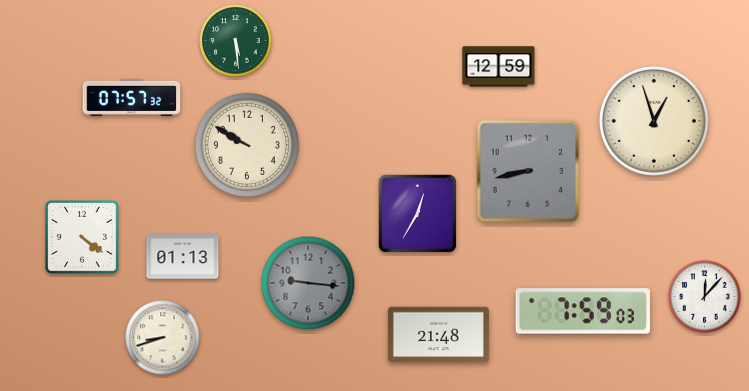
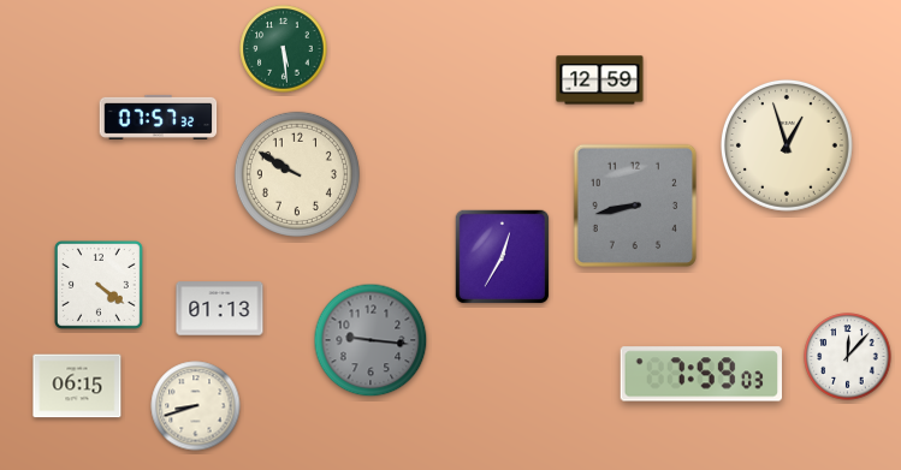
clock at (77, 386): none -> 06:15
clock at (438, 335): 21:48 -> none
